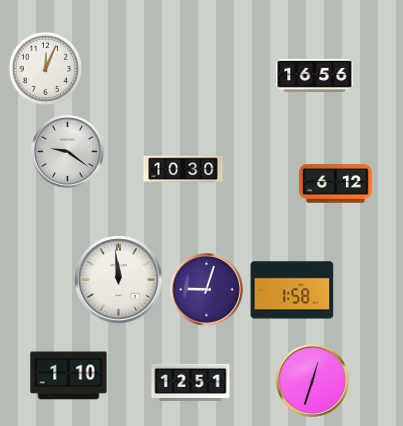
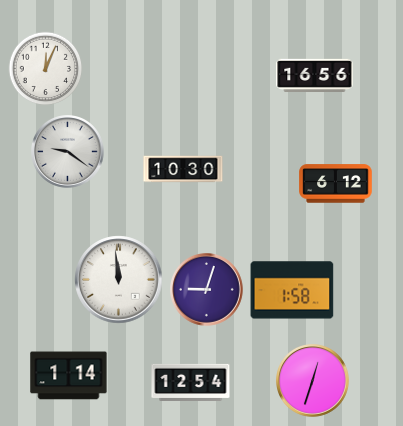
clock at (69, 376): 1:10 -> 1:14
clock at (191, 382): 12:51 -> 12:54
